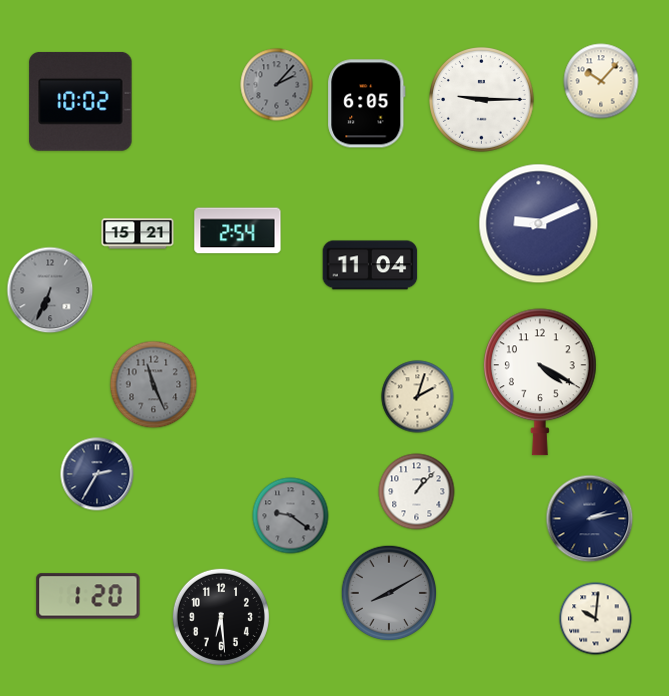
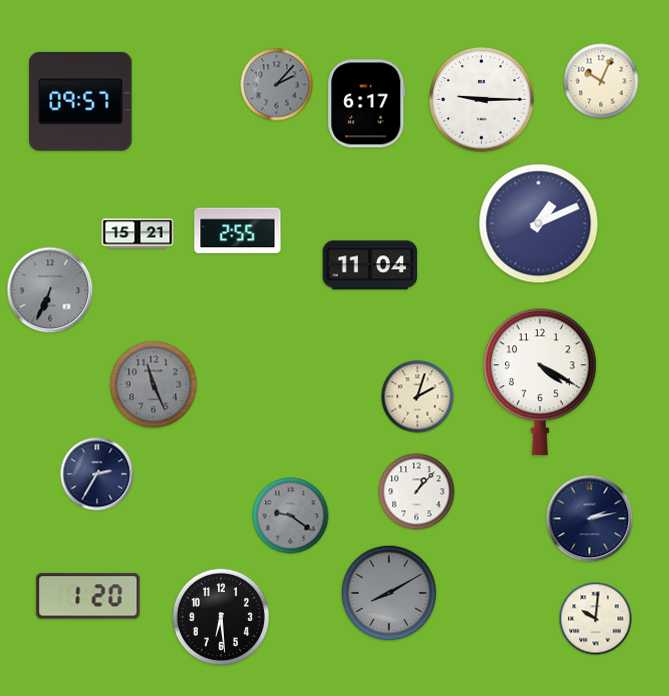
clock at (601, 81): 10:07 -> 10:04
clock at (81, 101): 10:02 -> 09:57
clock at (367, 104): 6:05 -> 6:17
clock at (539, 224): 9:11 -> 1:11
clock at (238, 231): 2:54 -> 2:55
